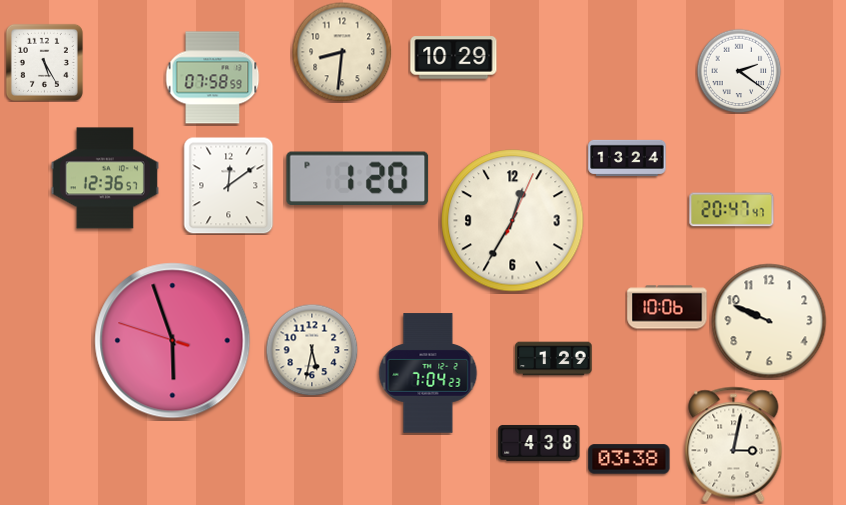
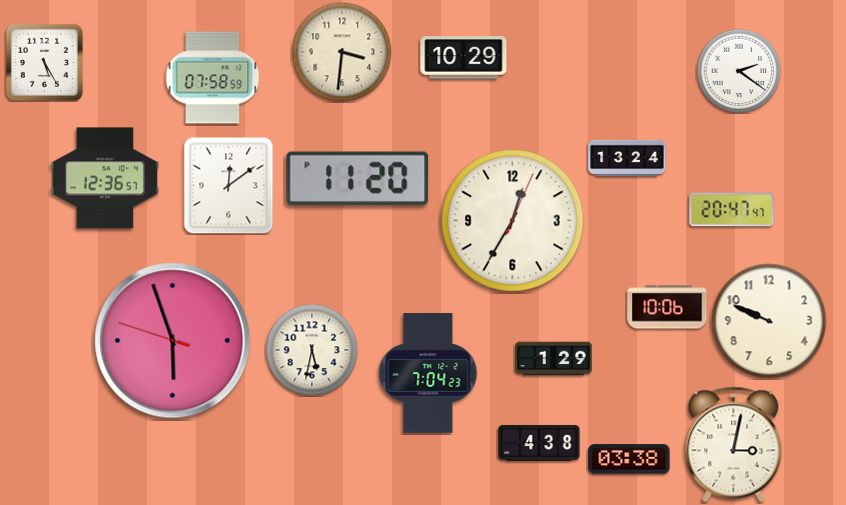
clock at (342, 52): 8:31 -> 3:31
clock at (454, 58) position: (454, 58) -> (464, 58)
clock at (358, 178): 1:20 -> 11:20
